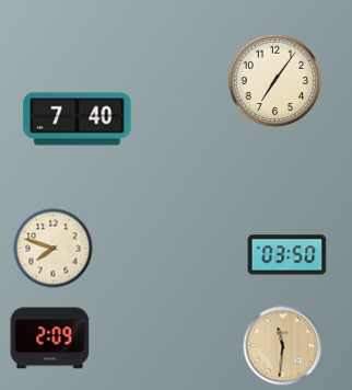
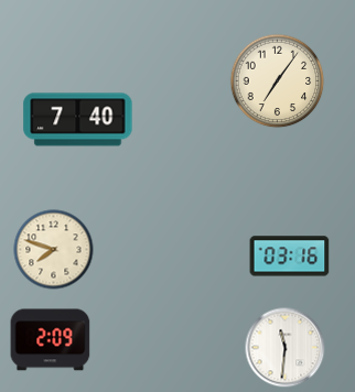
clock at (288, 255): 03:50 -> 03:16
clock at (283, 346) dial: champagne -> white
